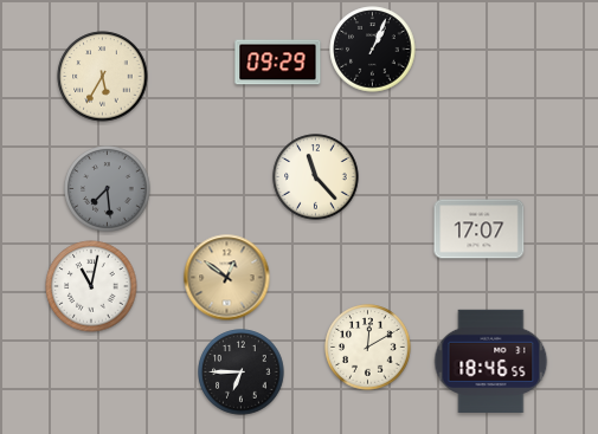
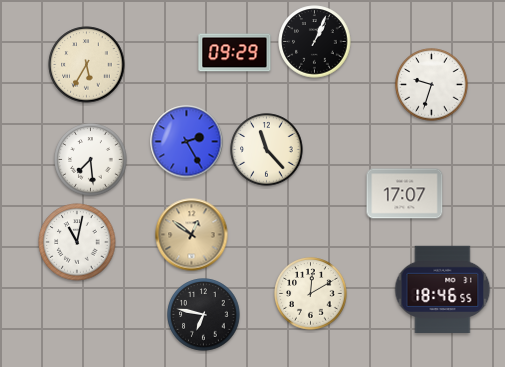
clock at (432, 85): none -> 9:33
clock at (187, 142): none -> 2:25
clock at (108, 189) dial: grey -> white
clock at (491, 362) position: (491, 362) -> (443, 290)
clock at (242, 373): 6:45 -> 6:47
